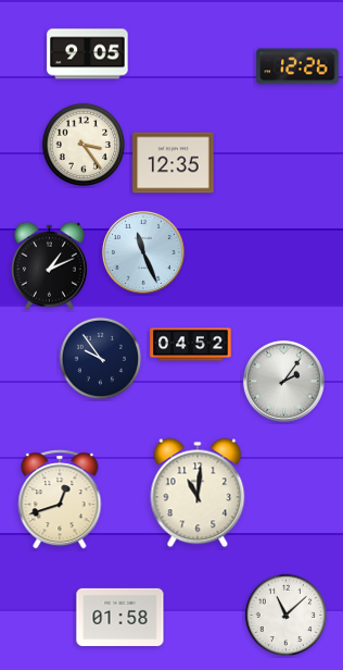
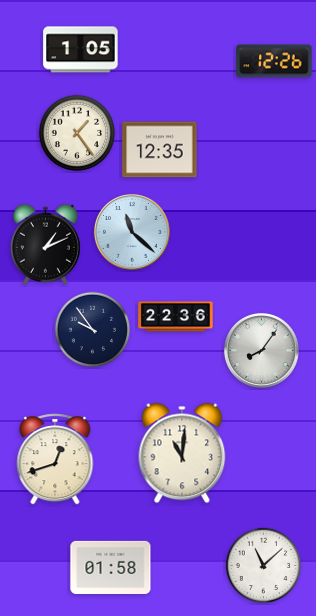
clock at (88, 54): 9:05 -> 1:05
clock at (84, 145): 3:24 -> 1:24
clock at (143, 252): 11:26 -> 11:22
clock at (191, 345): 04:52 -> 22:36
clock at (283, 381): 2:06 -> 8:06
